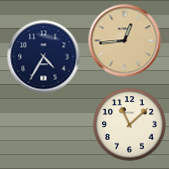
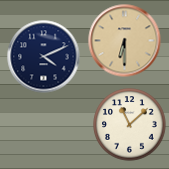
clock at (125, 41): 12:44 -> 6:30
clock at (44, 57): 4:35 -> 4:11
